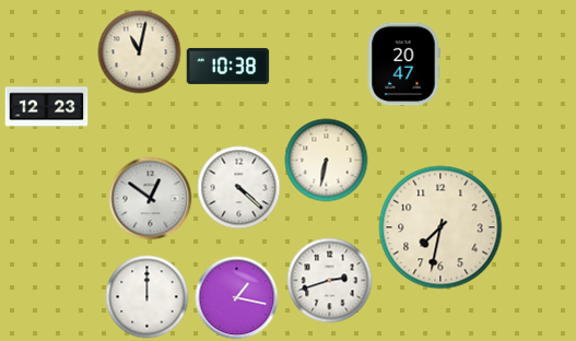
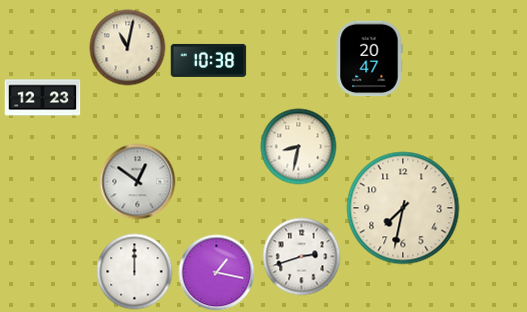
clock at (327, 161): 6:32 -> 8:32
clock at (239, 188): 4:22 -> none
